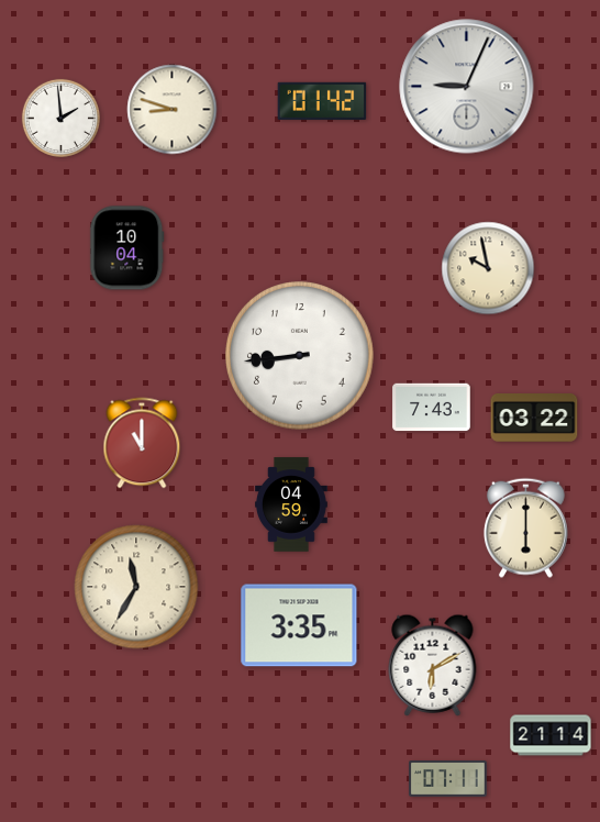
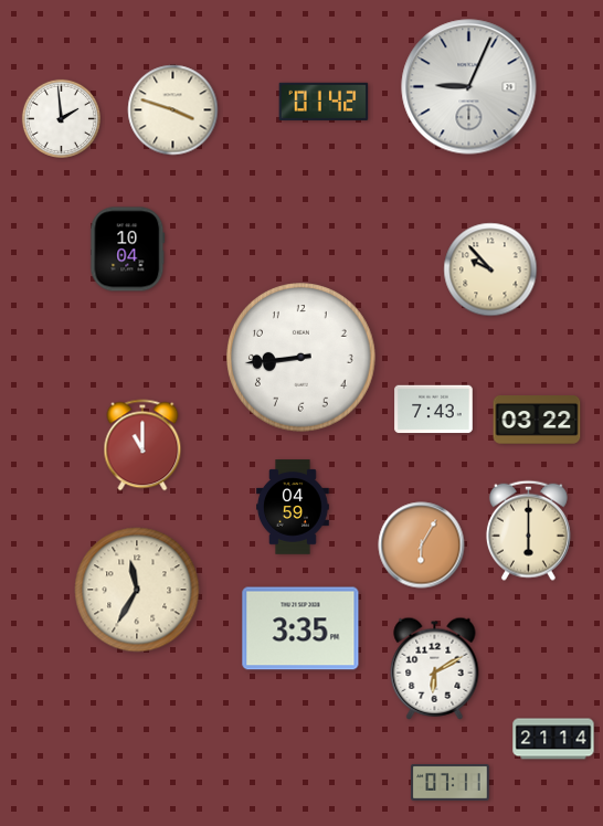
clock at (173, 110): 8:48 -> 3:48
clock at (488, 268): 9:58 -> 9:53
clock at (422, 546): none -> 6:05
